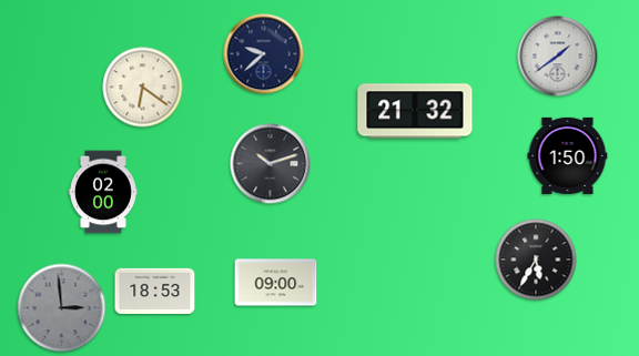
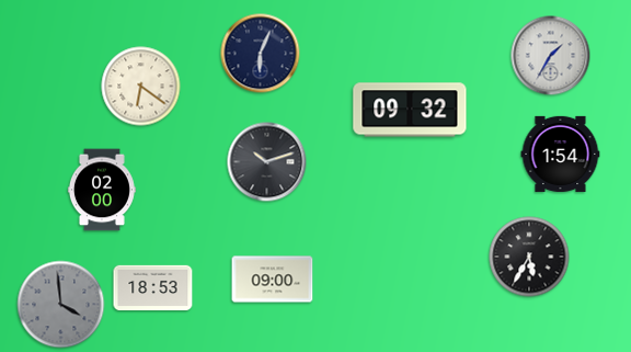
clock at (264, 54): 9:38 -> 6:04
clock at (558, 57): 1:39 -> 1:35
clock at (415, 111): 21:32 -> 09:32
clock at (568, 155): 1:50 -> 1:54
clock at (62, 308): 2:59 -> 3:59
